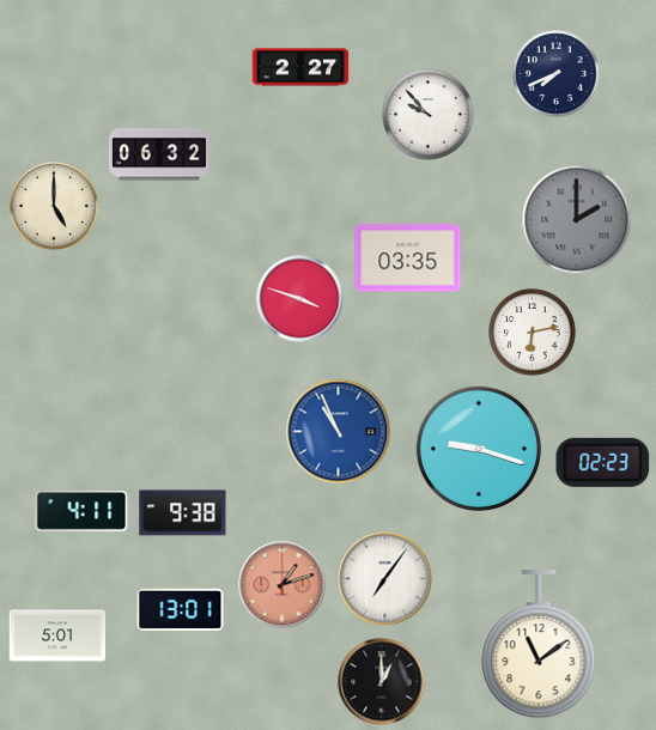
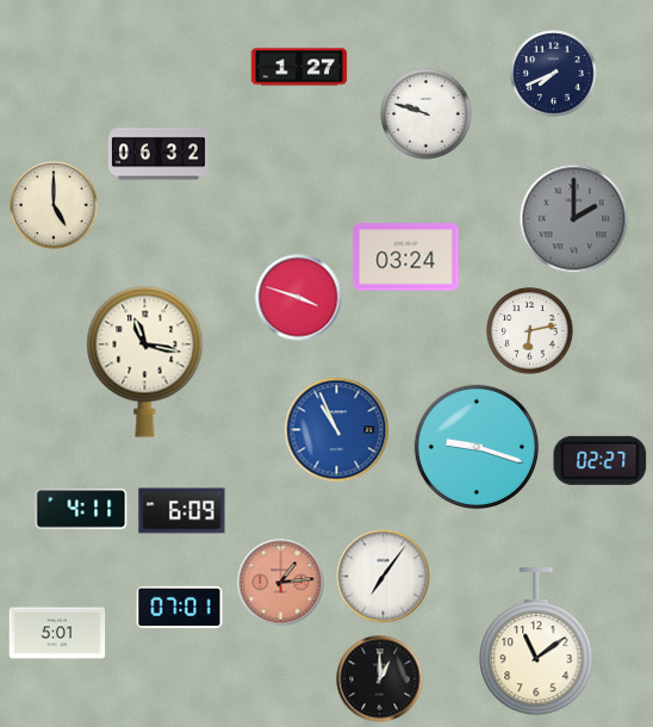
clock at (300, 67): 2:27 -> 1:27
clock at (429, 115): 9:53 -> 9:48
clock at (408, 258): 03:35 -> 03:24
clock at (145, 361): none -> 11:17
clock at (603, 462): 02:23 -> 02:27
clock at (183, 513): 9:38 -> 6:09
clock at (283, 585): 1:12 -> 1:14
clock at (181, 610): 13:01 -> 07:01
